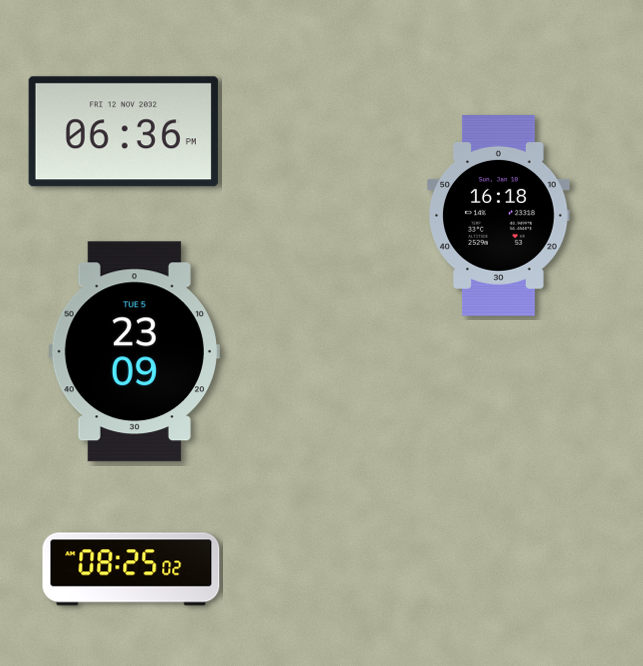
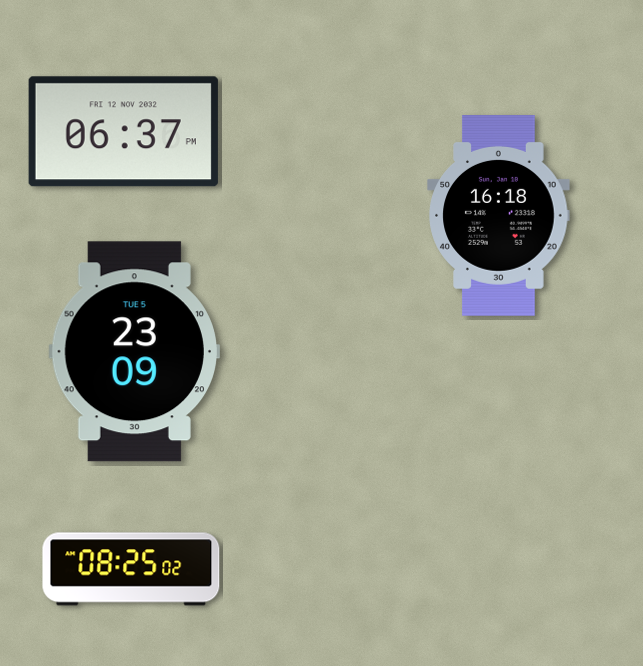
clock at (123, 132): 06:36 -> 06:37
